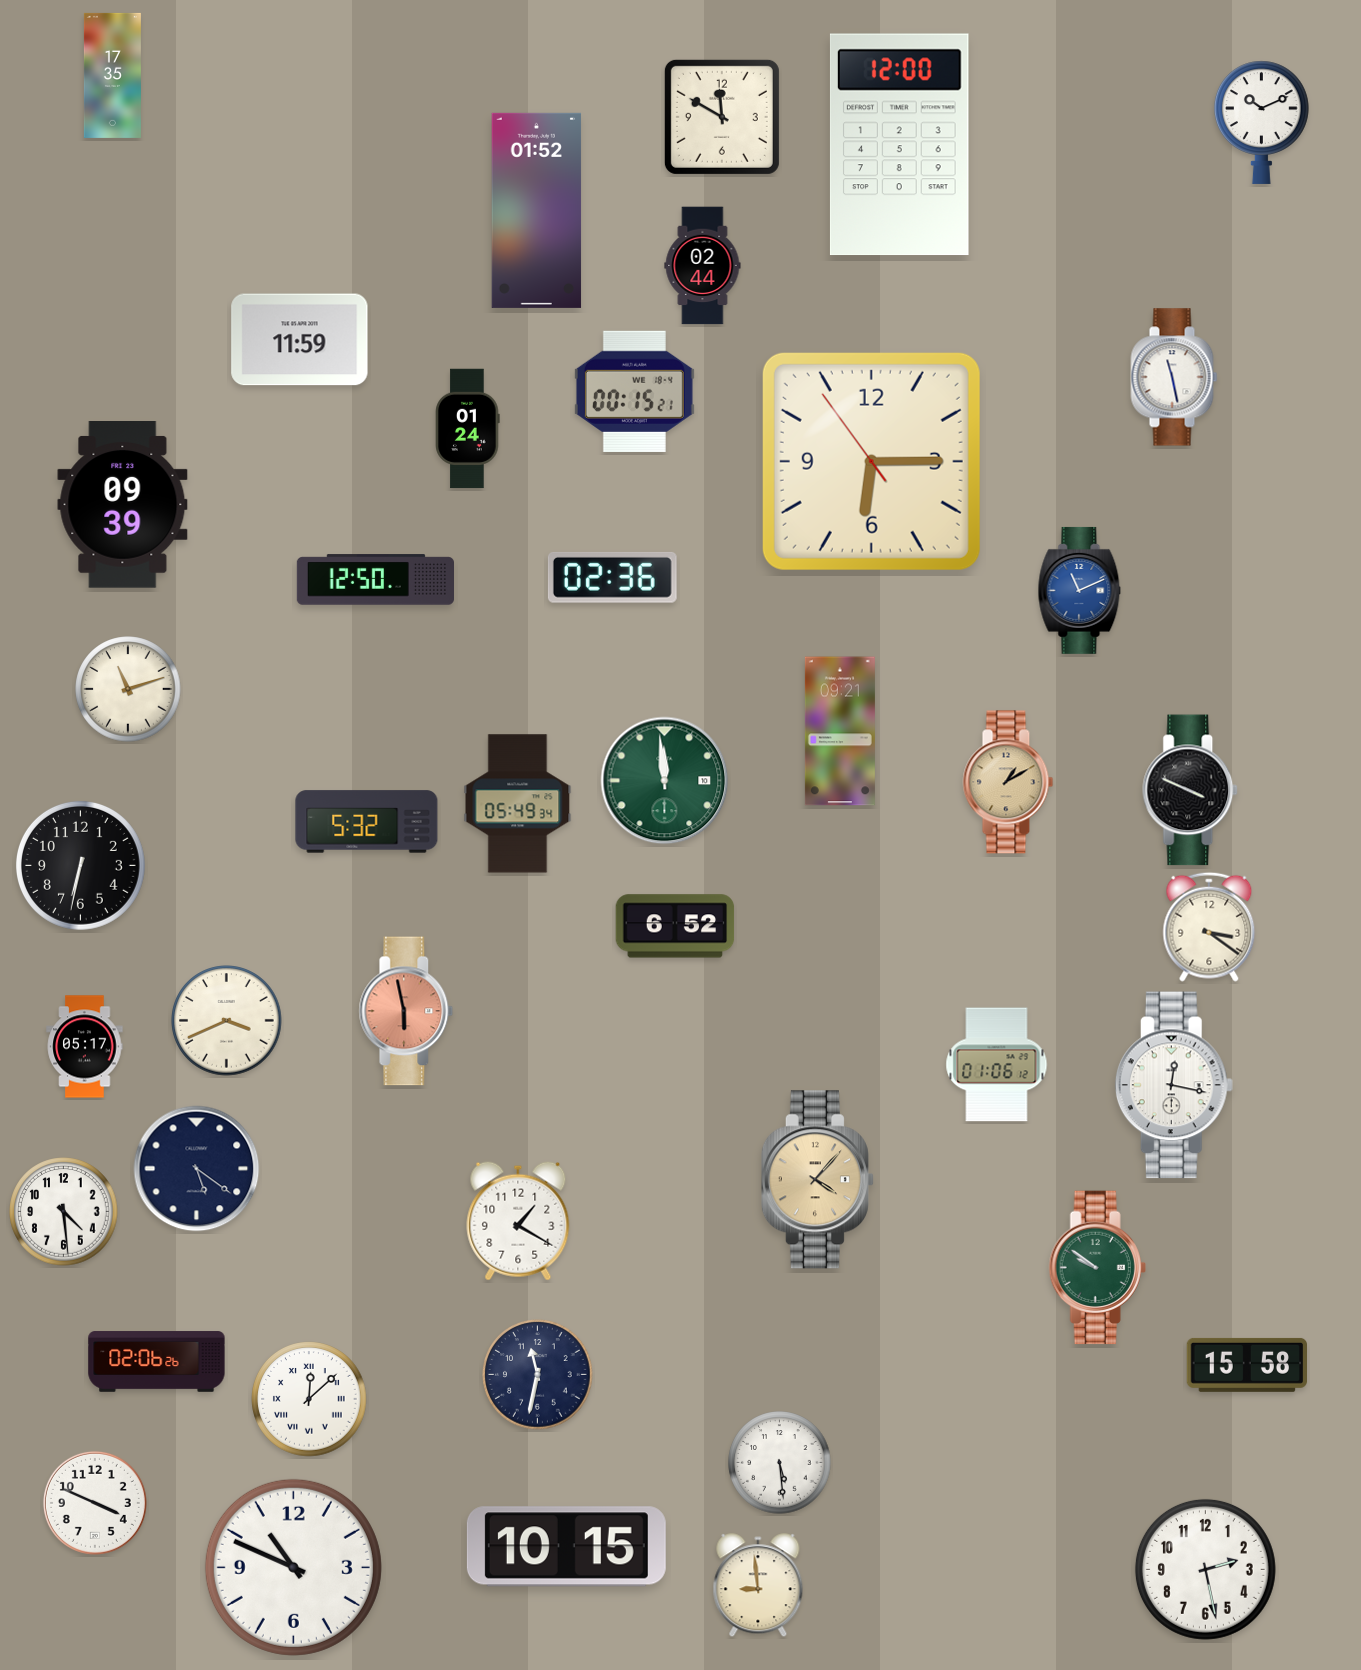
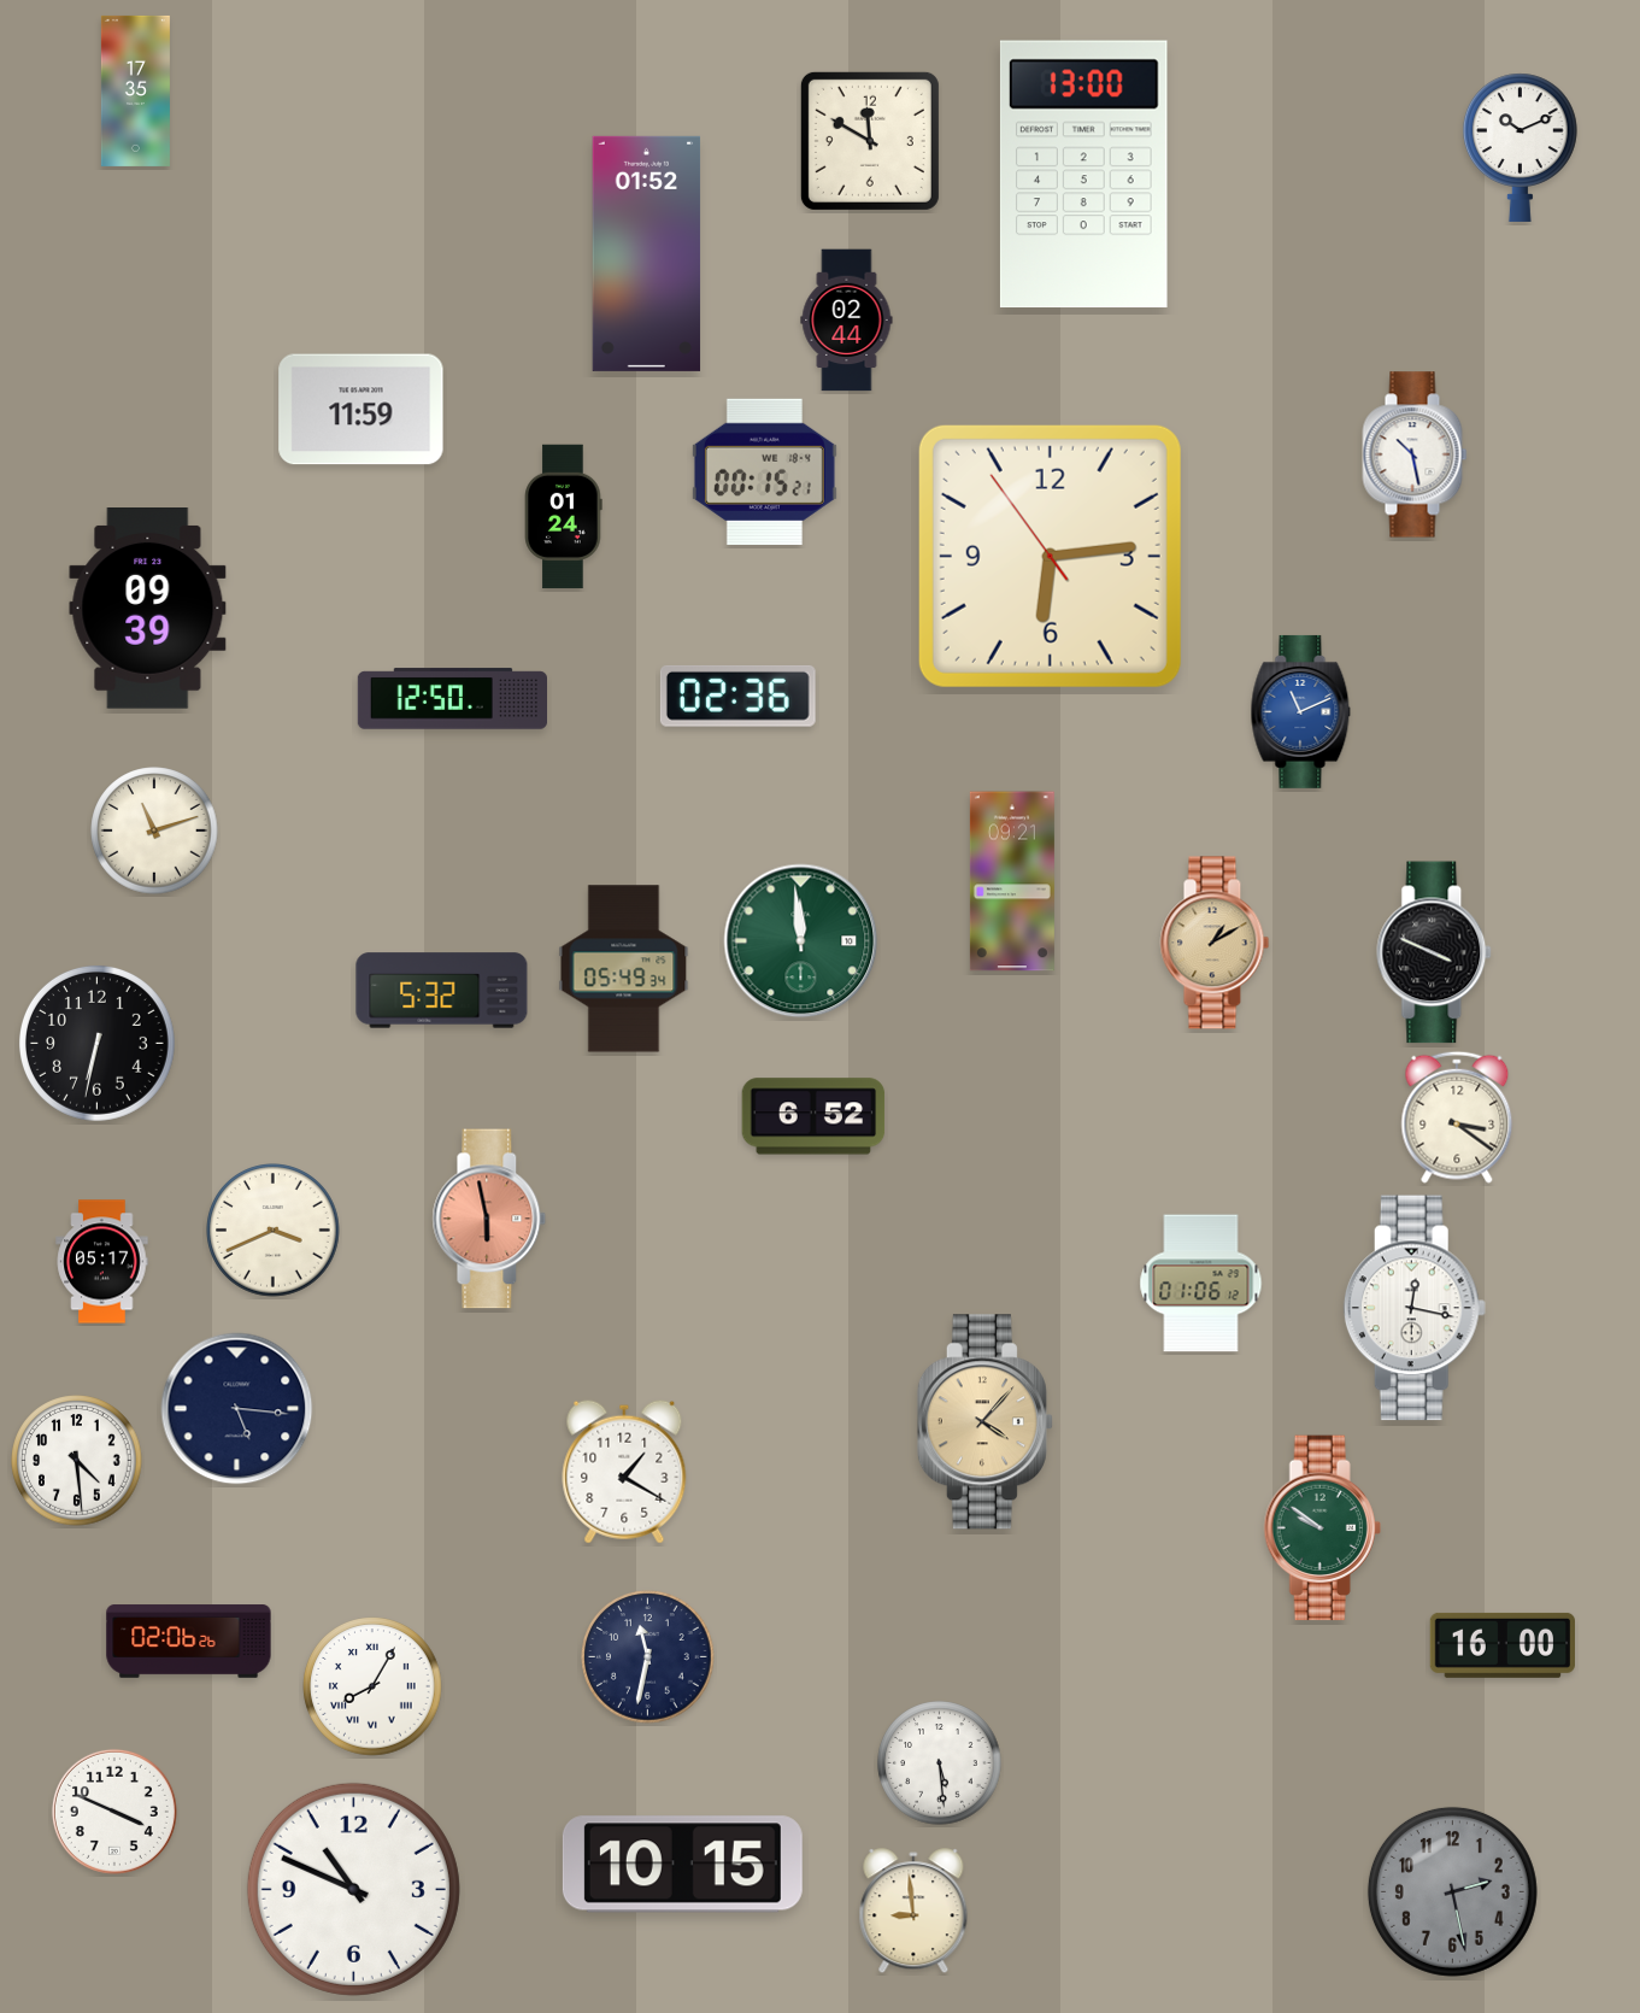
clock at (899, 145): 12:00 -> 13:00
clock at (1174, 377): 11:28 -> 10:28
clock at (871, 461): 6:14 -> 6:13
clock at (197, 1169): 5:21 -> 5:16
clock at (1246, 1365): 15:58 -> 16:00
clock at (309, 1399): 12:08 -> 8:05
clock at (1205, 1569) dial: white -> grey
